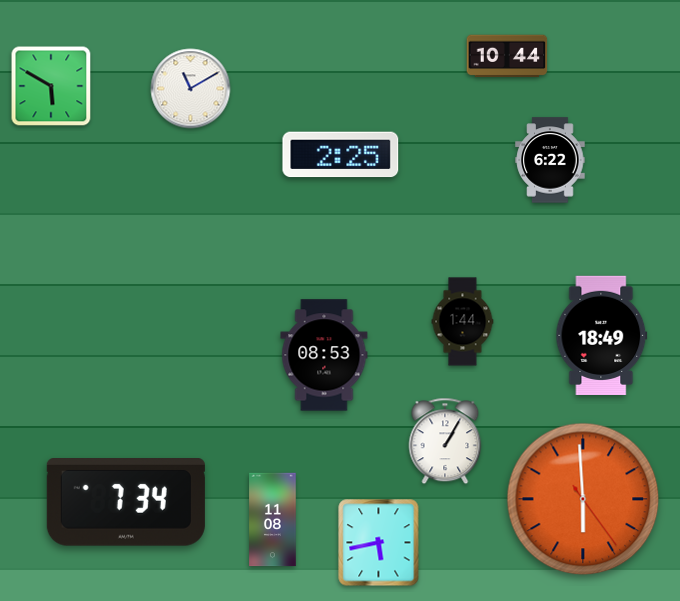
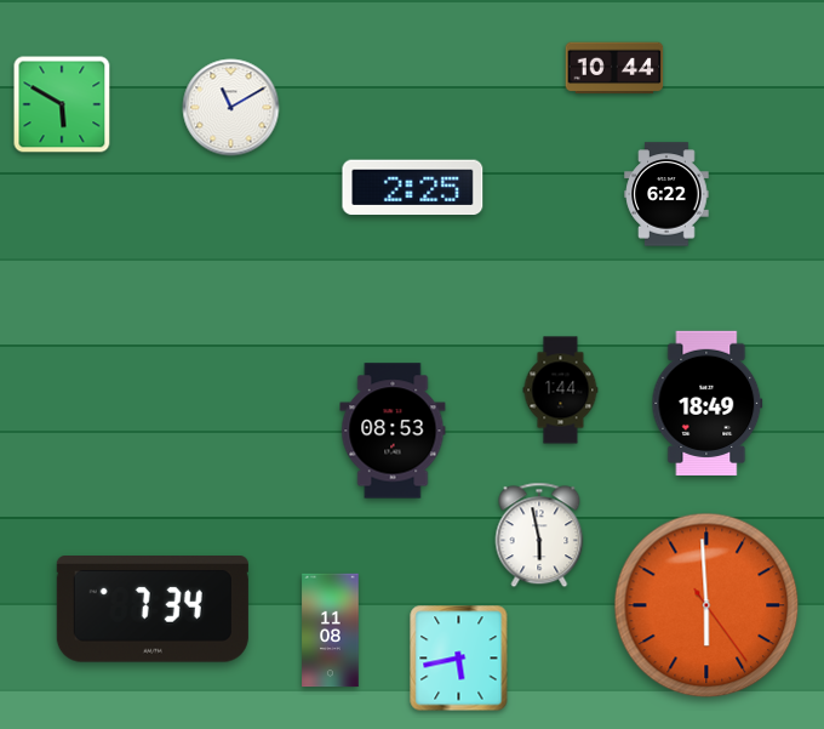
clock at (602, 335) position: (602, 335) -> (708, 403)
clock at (445, 441): 1:05 -> 5:58
